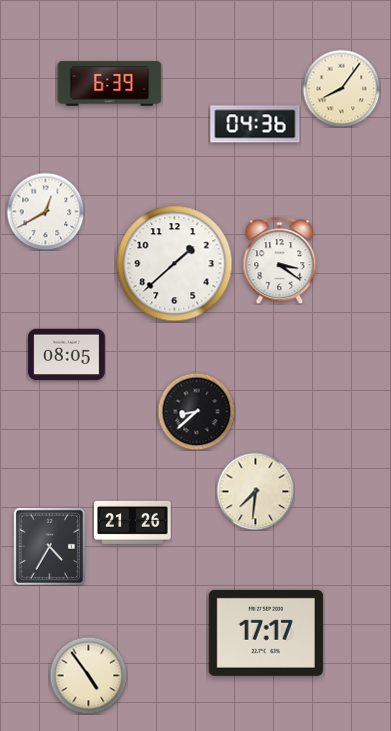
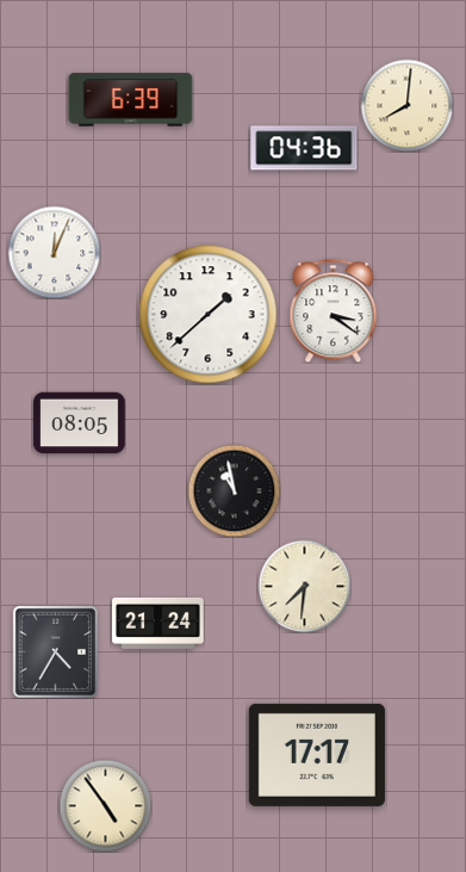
clock at (341, 88): 8:06 -> 8:01
clock at (45, 211): 12:40 -> 12:04
clock at (196, 411): 8:38 -> 10:58
clock at (133, 522): 21:26 -> 21:24
clock at (49, 546) position: (49, 546) -> (55, 651)
